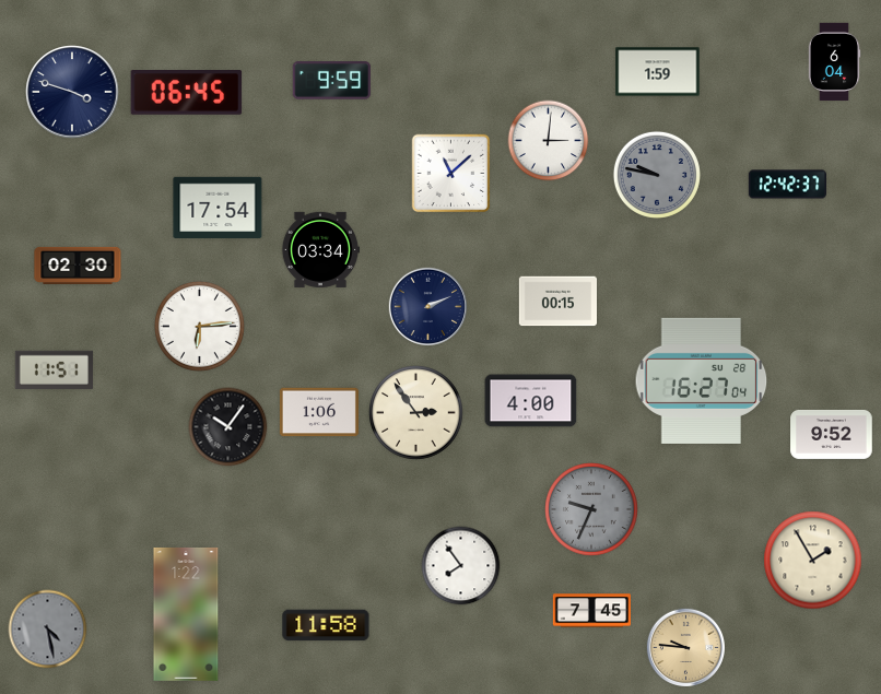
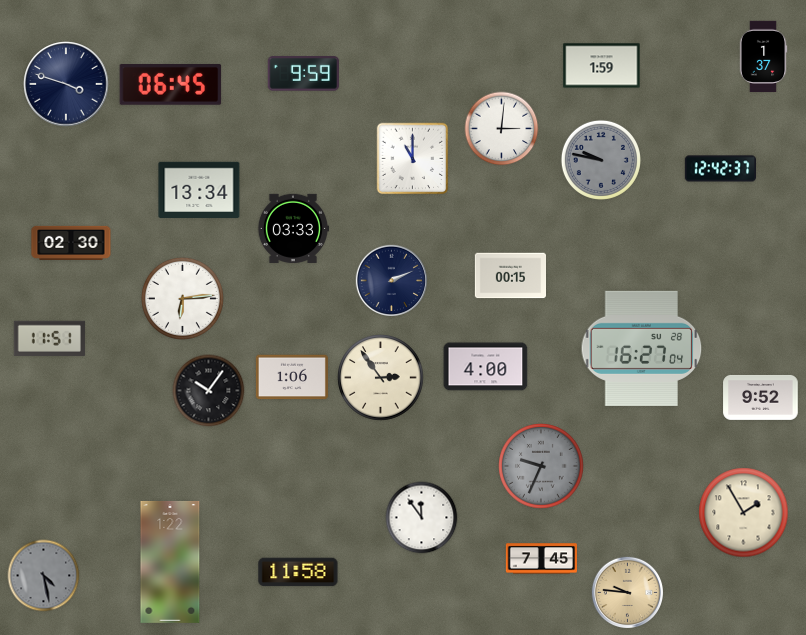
clock at (834, 61): 6:04 -> 1:37
clock at (451, 174): 11:08 -> 11:00
clock at (218, 207): 17:54 -> 13:34
clock at (319, 249): 03:34 -> 03:33
clock at (461, 566): 7:54 -> 11:54
